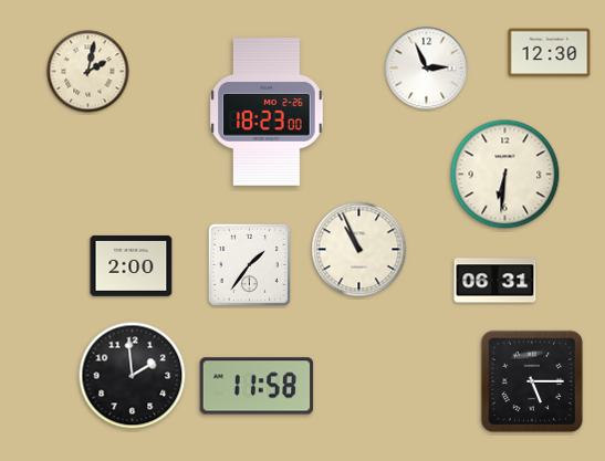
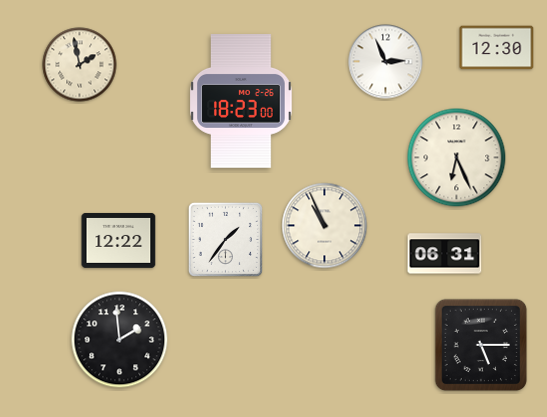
clock at (88, 72): 2:02 -> 1:58
clock at (505, 175): 6:31 -> 6:26
clock at (132, 265): 2:00 -> 12:22
clock at (496, 281) position: (496, 281) -> (445, 254)
clock at (257, 386): 11:58 -> none
